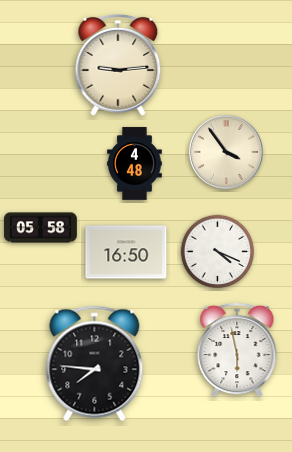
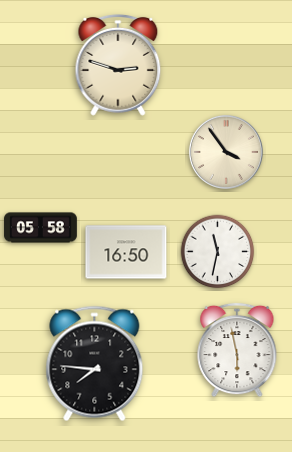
clock at (118, 66): 9:14 -> 2:48
clock at (135, 164): 4:48 -> none
clock at (218, 252): 4:19 -> 11:32
